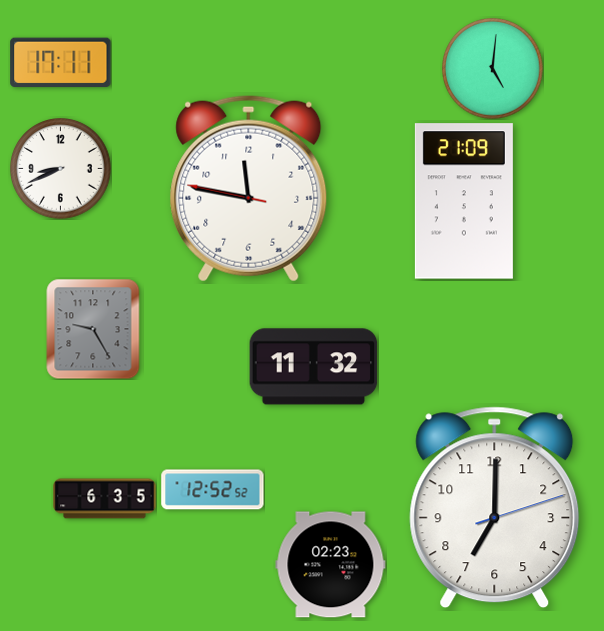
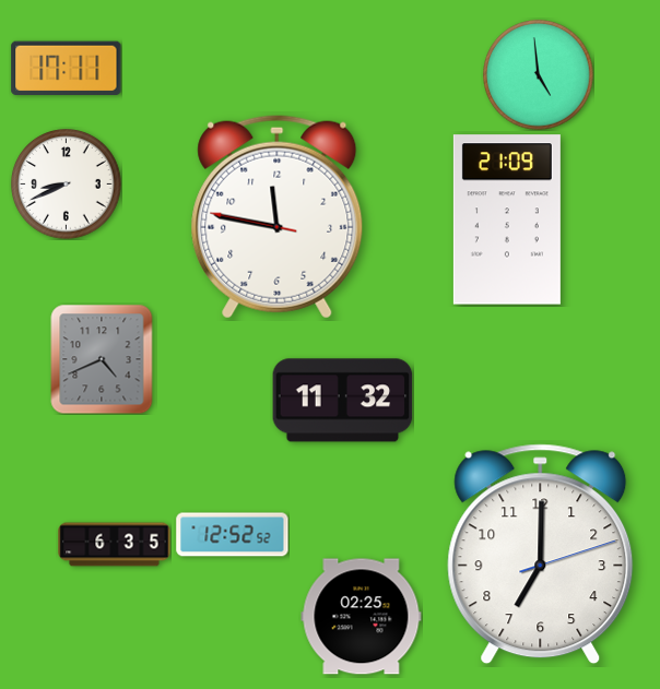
clock at (493, 69): 5:01 -> 4:59
clock at (249, 188) position: (249, 188) -> (278, 216)
clock at (93, 329): 9:25 -> 4:41
clock at (331, 565): 02:23 -> 02:25
